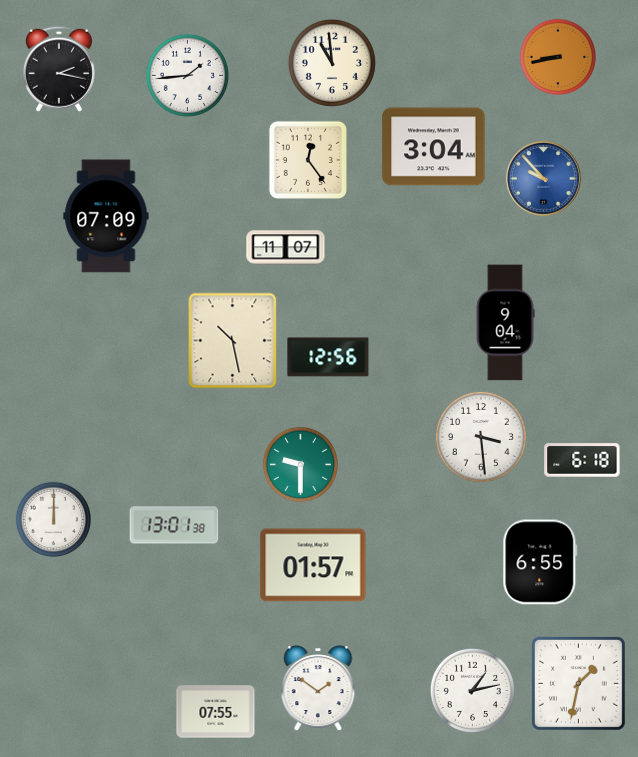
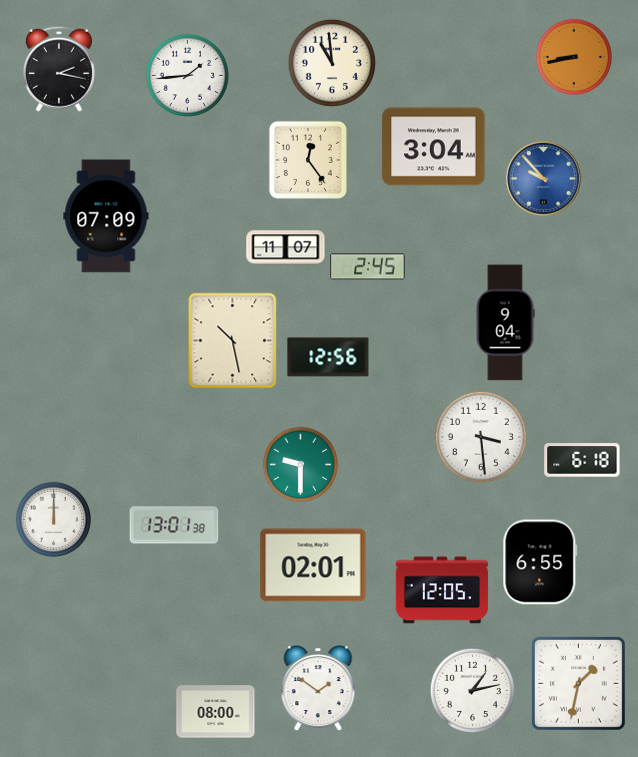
clock at (557, 56) position: (557, 56) -> (573, 56)
clock at (368, 267): none -> 2:45
clock at (313, 565): 01:57 -> 02:01
clock at (442, 590): none -> 12:05
clock at (216, 712): 07:55 -> 08:00
